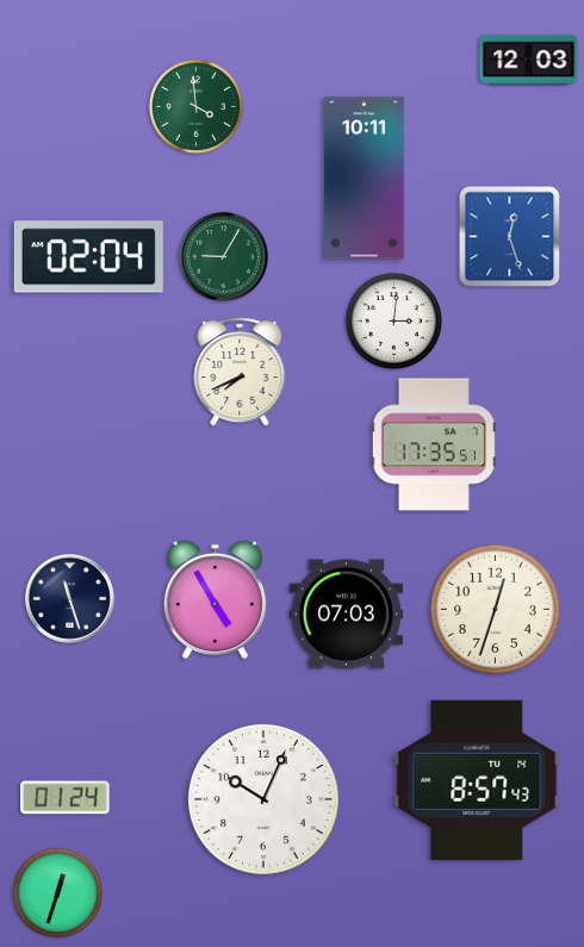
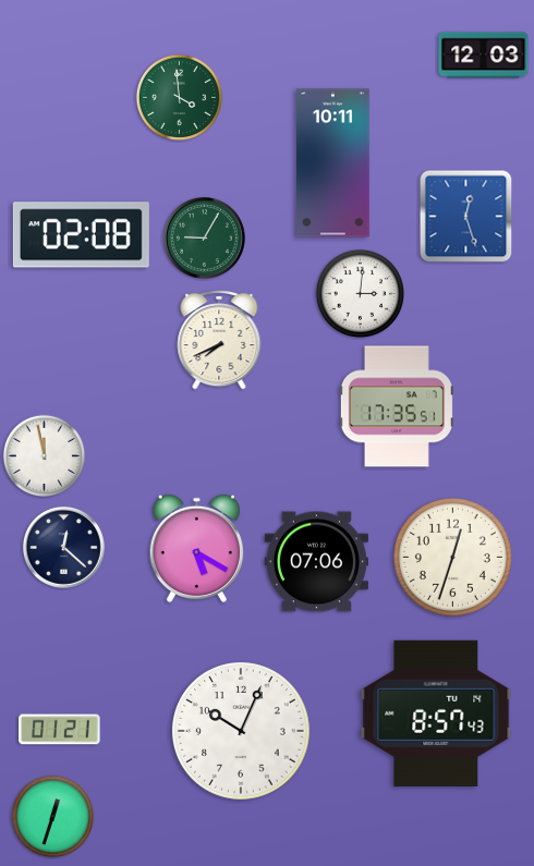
clock at (223, 256) position: (223, 256) -> (204, 237)
clock at (88, 257): 02:04 -> 02:08
clock at (45, 456): none -> 11:58
clock at (69, 598): 11:27 -> 12:22
clock at (216, 600): 4:55 -> 5:20
clock at (346, 615): 07:03 -> 07:06
clock at (66, 798): 01:24 -> 01:21
